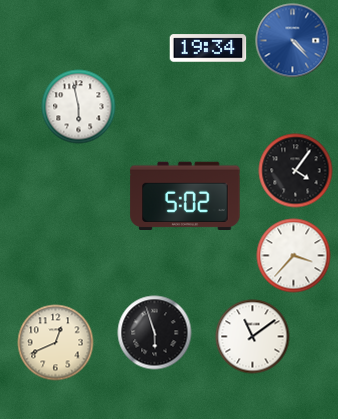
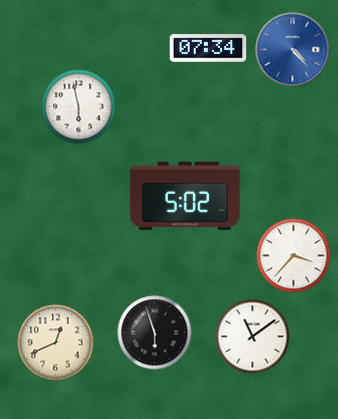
clock at (293, 41) position: (293, 41) -> (293, 50)
clock at (208, 48): 19:34 -> 07:34
clock at (296, 171): 4:06 -> none
